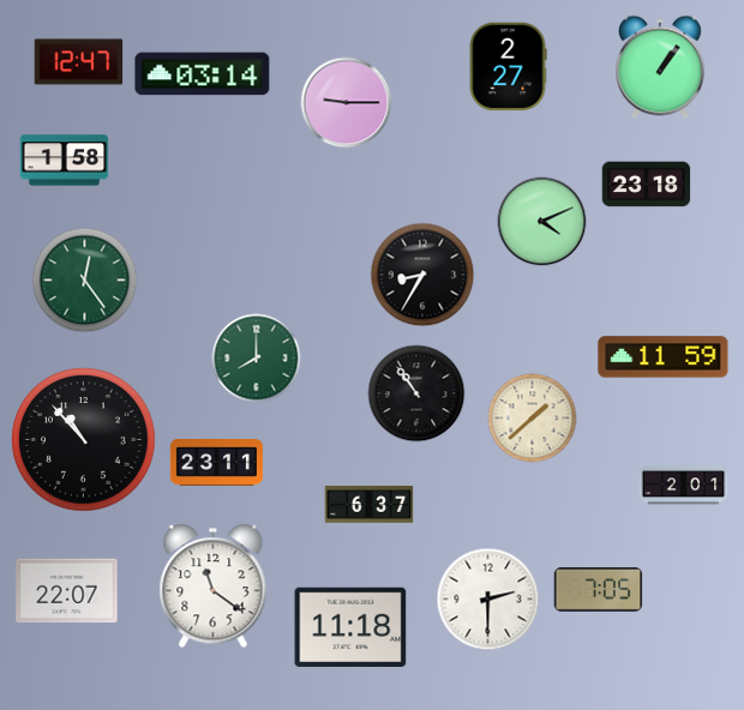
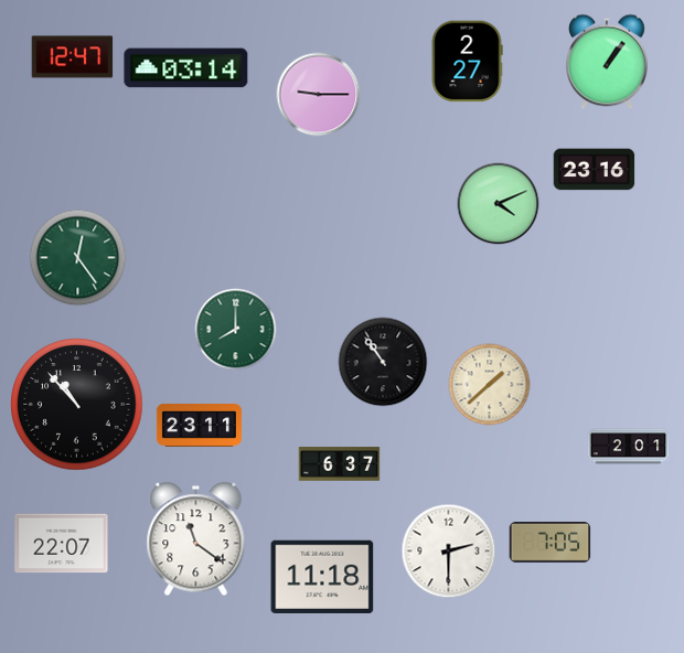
clock at (65, 161): 1:58 -> none
clock at (647, 185): 23:18 -> 23:16
clock at (422, 275): 8:35 -> none
clock at (664, 357): 11:59 -> none
